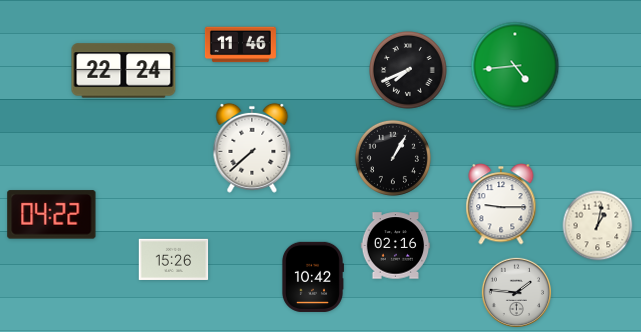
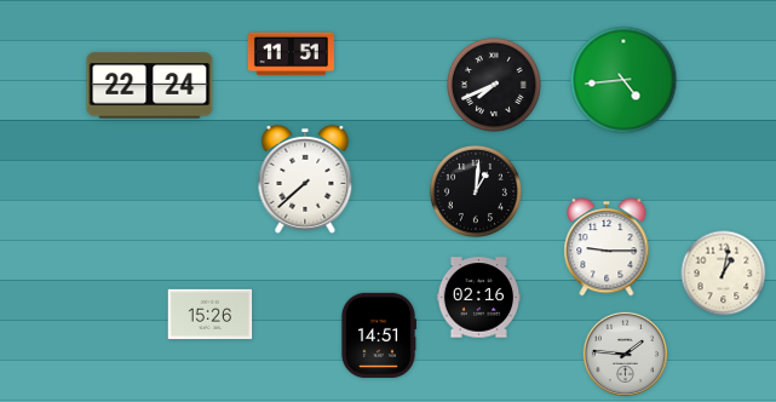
clock at (240, 45): 11:46 -> 11:51
clock at (393, 158): 1:05 -> 1:01
clock at (52, 215): 04:22 -> none
clock at (312, 277): 10:42 -> 14:51
